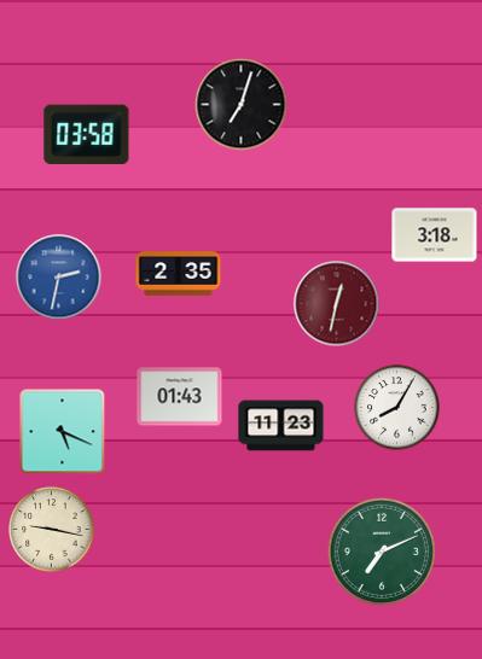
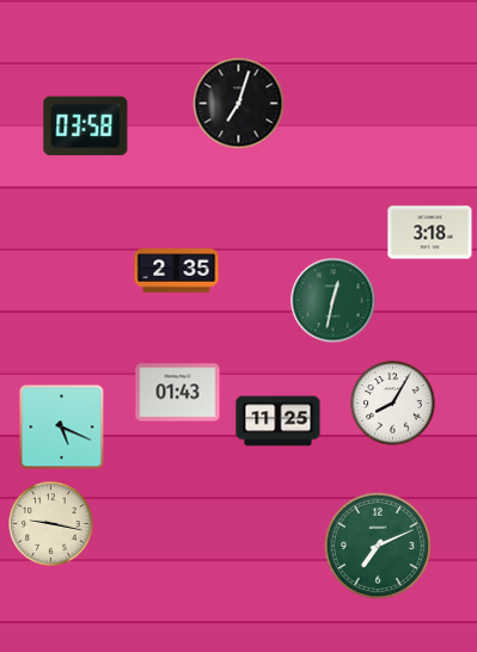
clock at (87, 135) position: (87, 135) -> (86, 127)
clock at (59, 278): 2:32 -> none
clock at (337, 304) dial: burgundy -> green
clock at (281, 426): 11:23 -> 11:25
